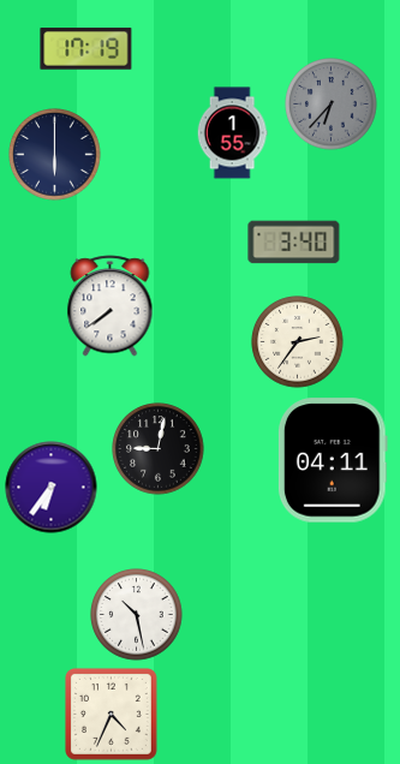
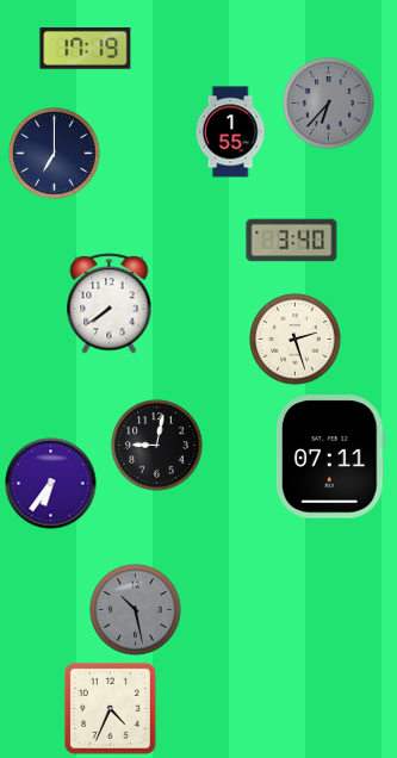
clock at (55, 155): 6:00 -> 7:00
clock at (298, 342): 2:36 -> 2:27
clock at (333, 460): 04:11 -> 07:11
clock at (137, 615) dial: white -> grey
